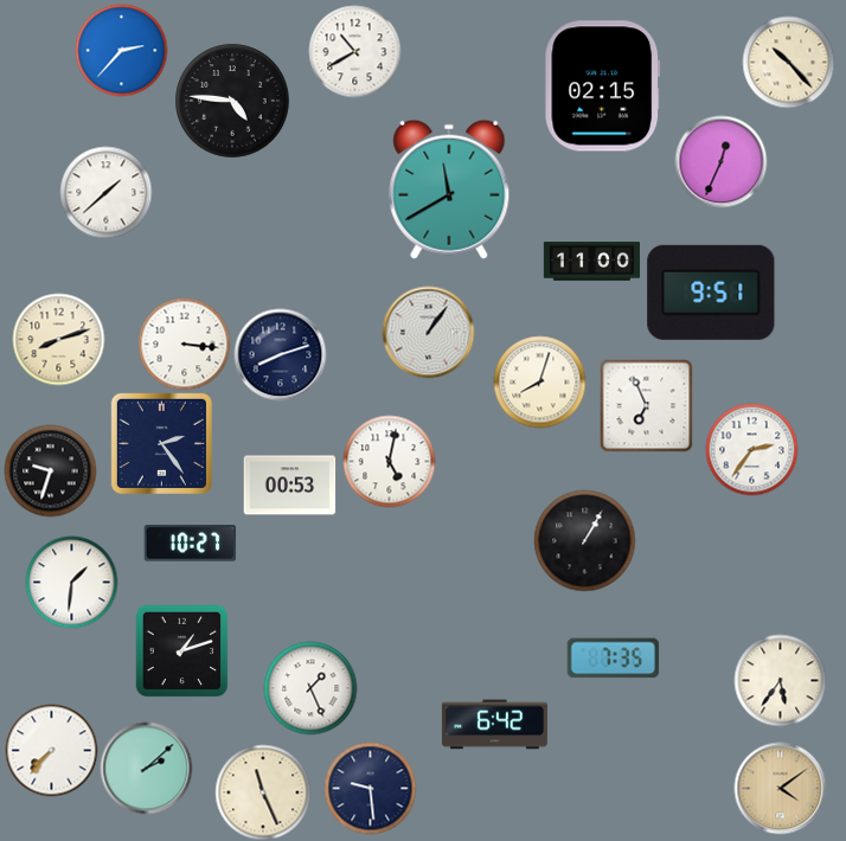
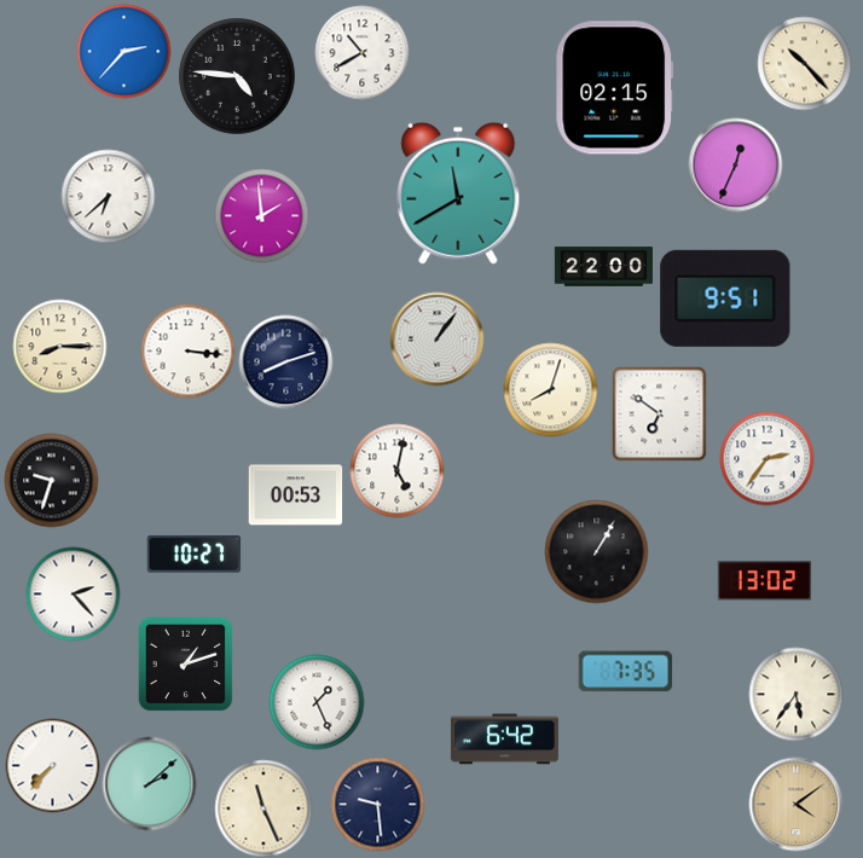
clock at (232, 101) position: (232, 101) -> (237, 76)
clock at (105, 192): 1:38 -> 6:38
clock at (261, 215): none -> 1:59
clock at (591, 262): 11:00 -> 22:00
clock at (58, 339): 8:12 -> 8:15
clock at (646, 405): 6:56 -> 6:51
clock at (161, 443): 2:24 -> none
clock at (764, 581): none -> 13:02
clock at (71, 582): 1:31 -> 2:23
clock at (263, 792) position: (263, 792) -> (263, 808)
